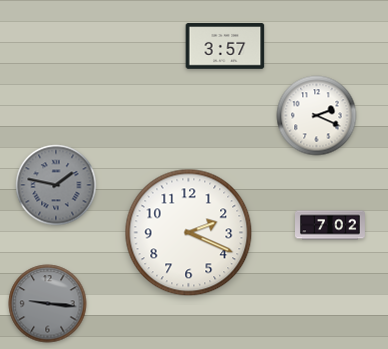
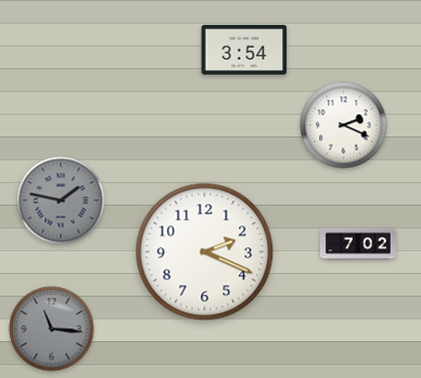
clock at (225, 46): 3:57 -> 3:54
clock at (48, 304): 9:16 -> 11:16
